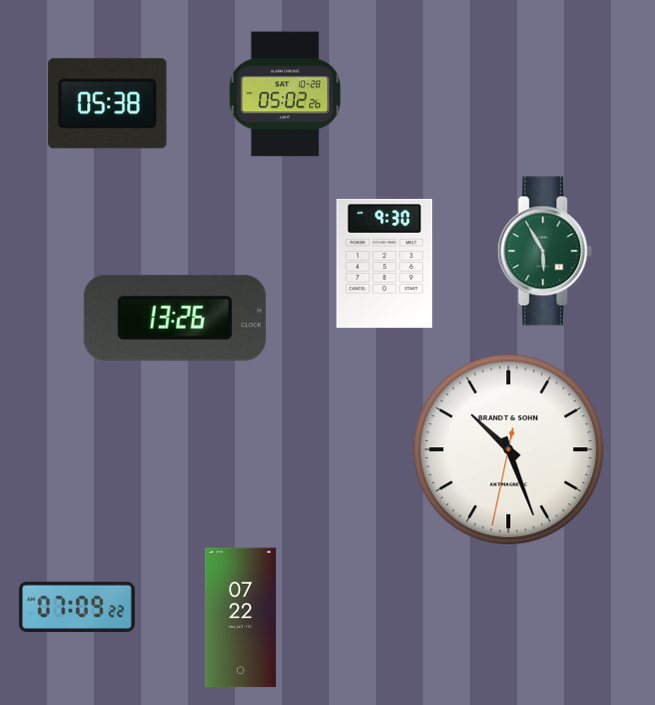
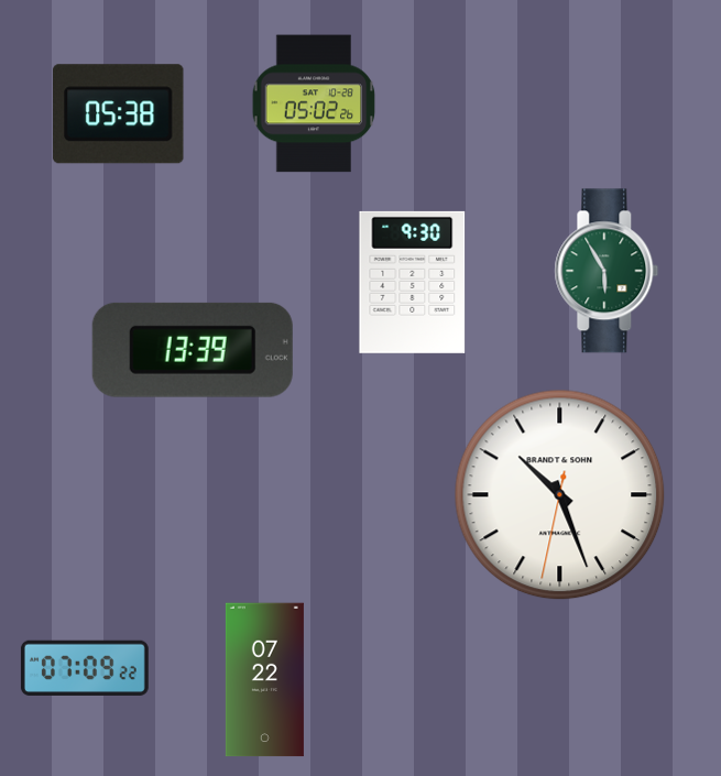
clock at (545, 251) position: (545, 251) -> (607, 271)
clock at (385, 263) position: (385, 263) -> (413, 282)
clock at (175, 318): 13:26 -> 13:39
